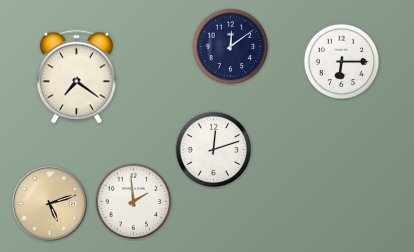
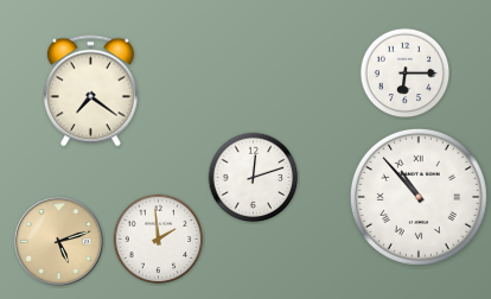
clock at (231, 47): 12:09 -> none
clock at (419, 197): none -> 10:53
